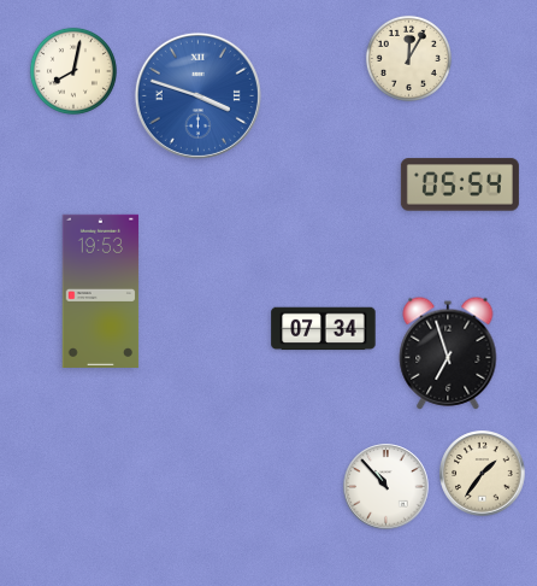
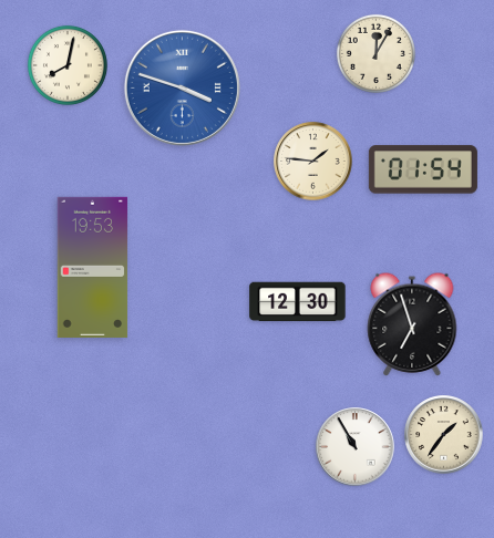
clock at (313, 162): none -> 1:46
clock at (460, 184): 05:54 -> 01:54
clock at (324, 329): 07:34 -> 12:30
clock at (386, 487): 10:53 -> 10:55
